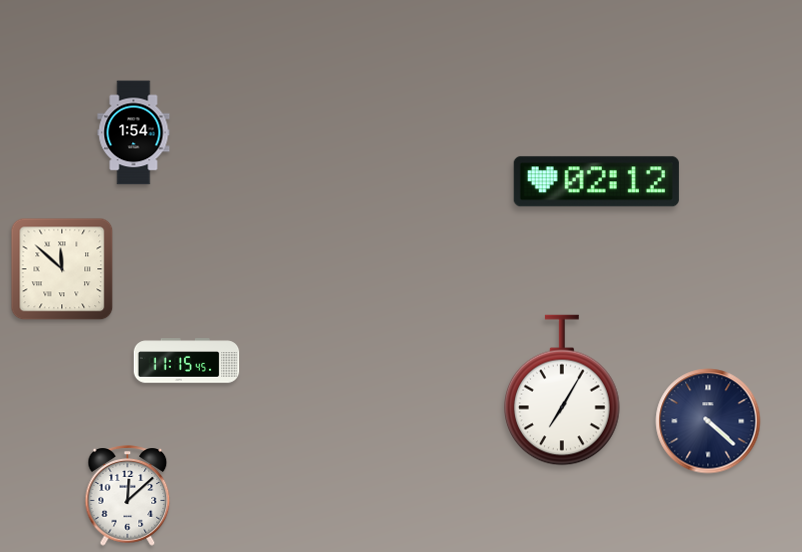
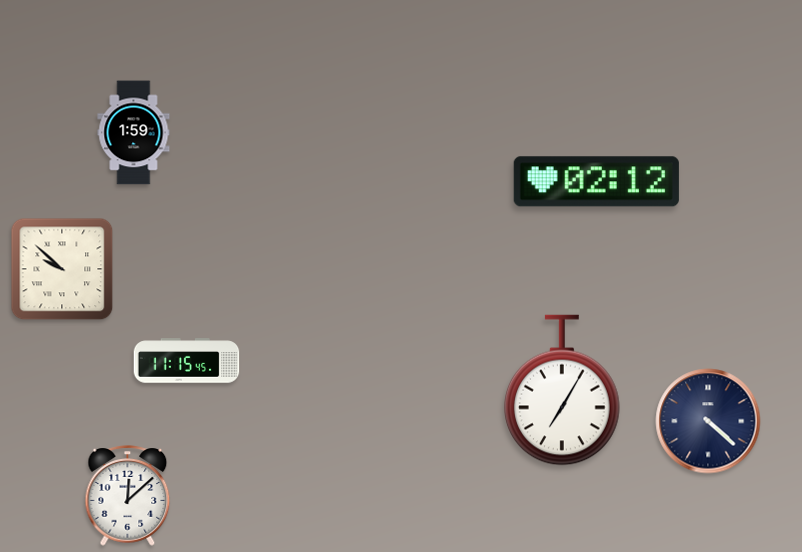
clock at (134, 133): 1:54 -> 1:59
clock at (62, 269): 11:52 -> 9:52
